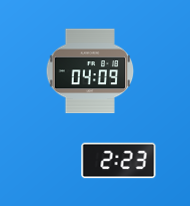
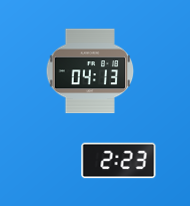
clock at (90, 71): 04:09 -> 04:13
